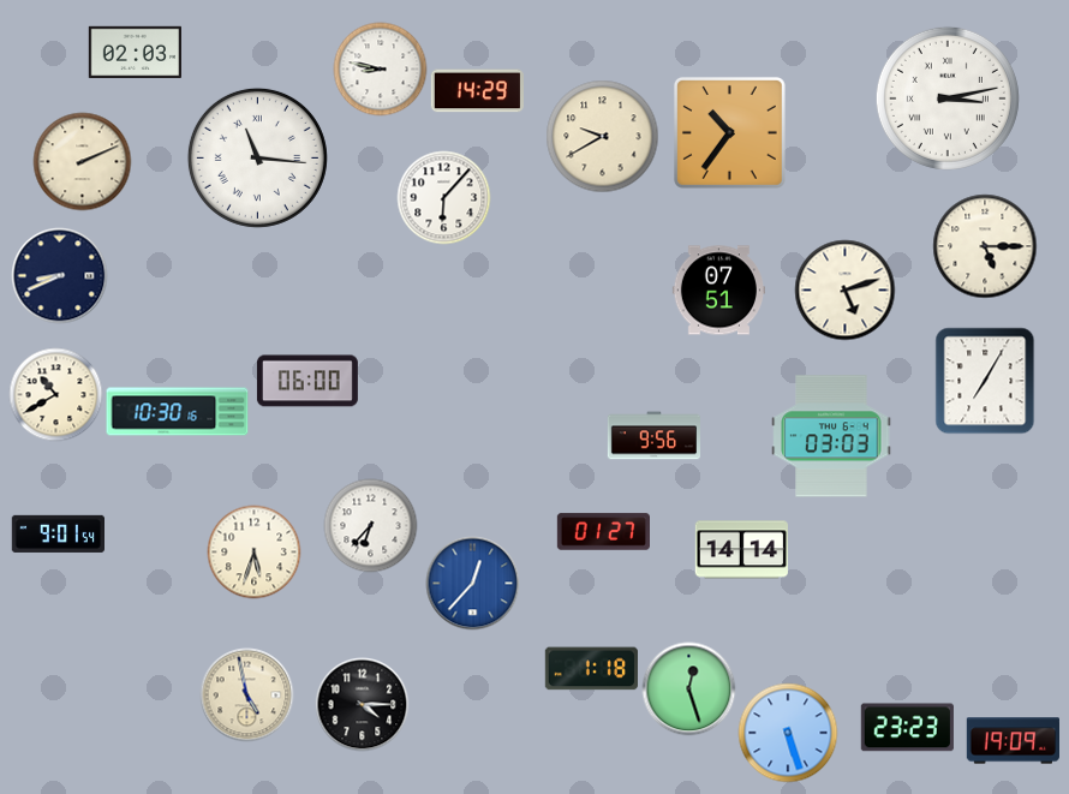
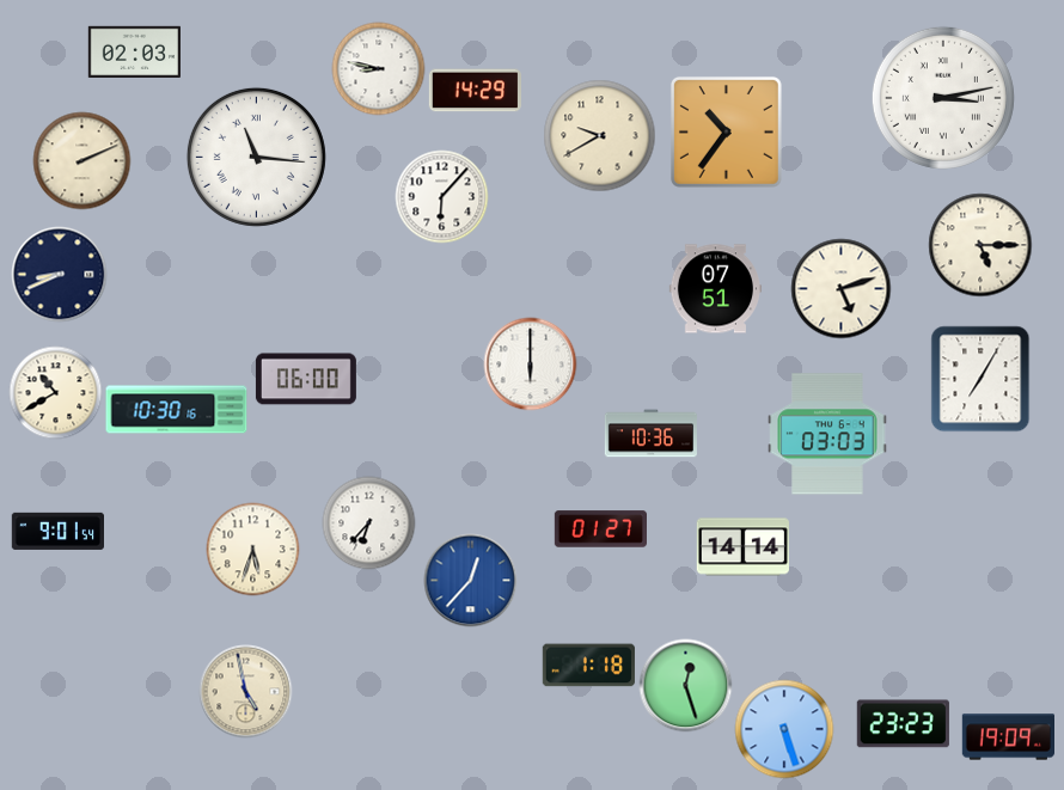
clock at (530, 363): none -> 6:00
clock at (653, 436): 9:56 -> 10:36
clock at (741, 550) position: (741, 550) -> (742, 547)
clock at (362, 704): 4:15 -> none
